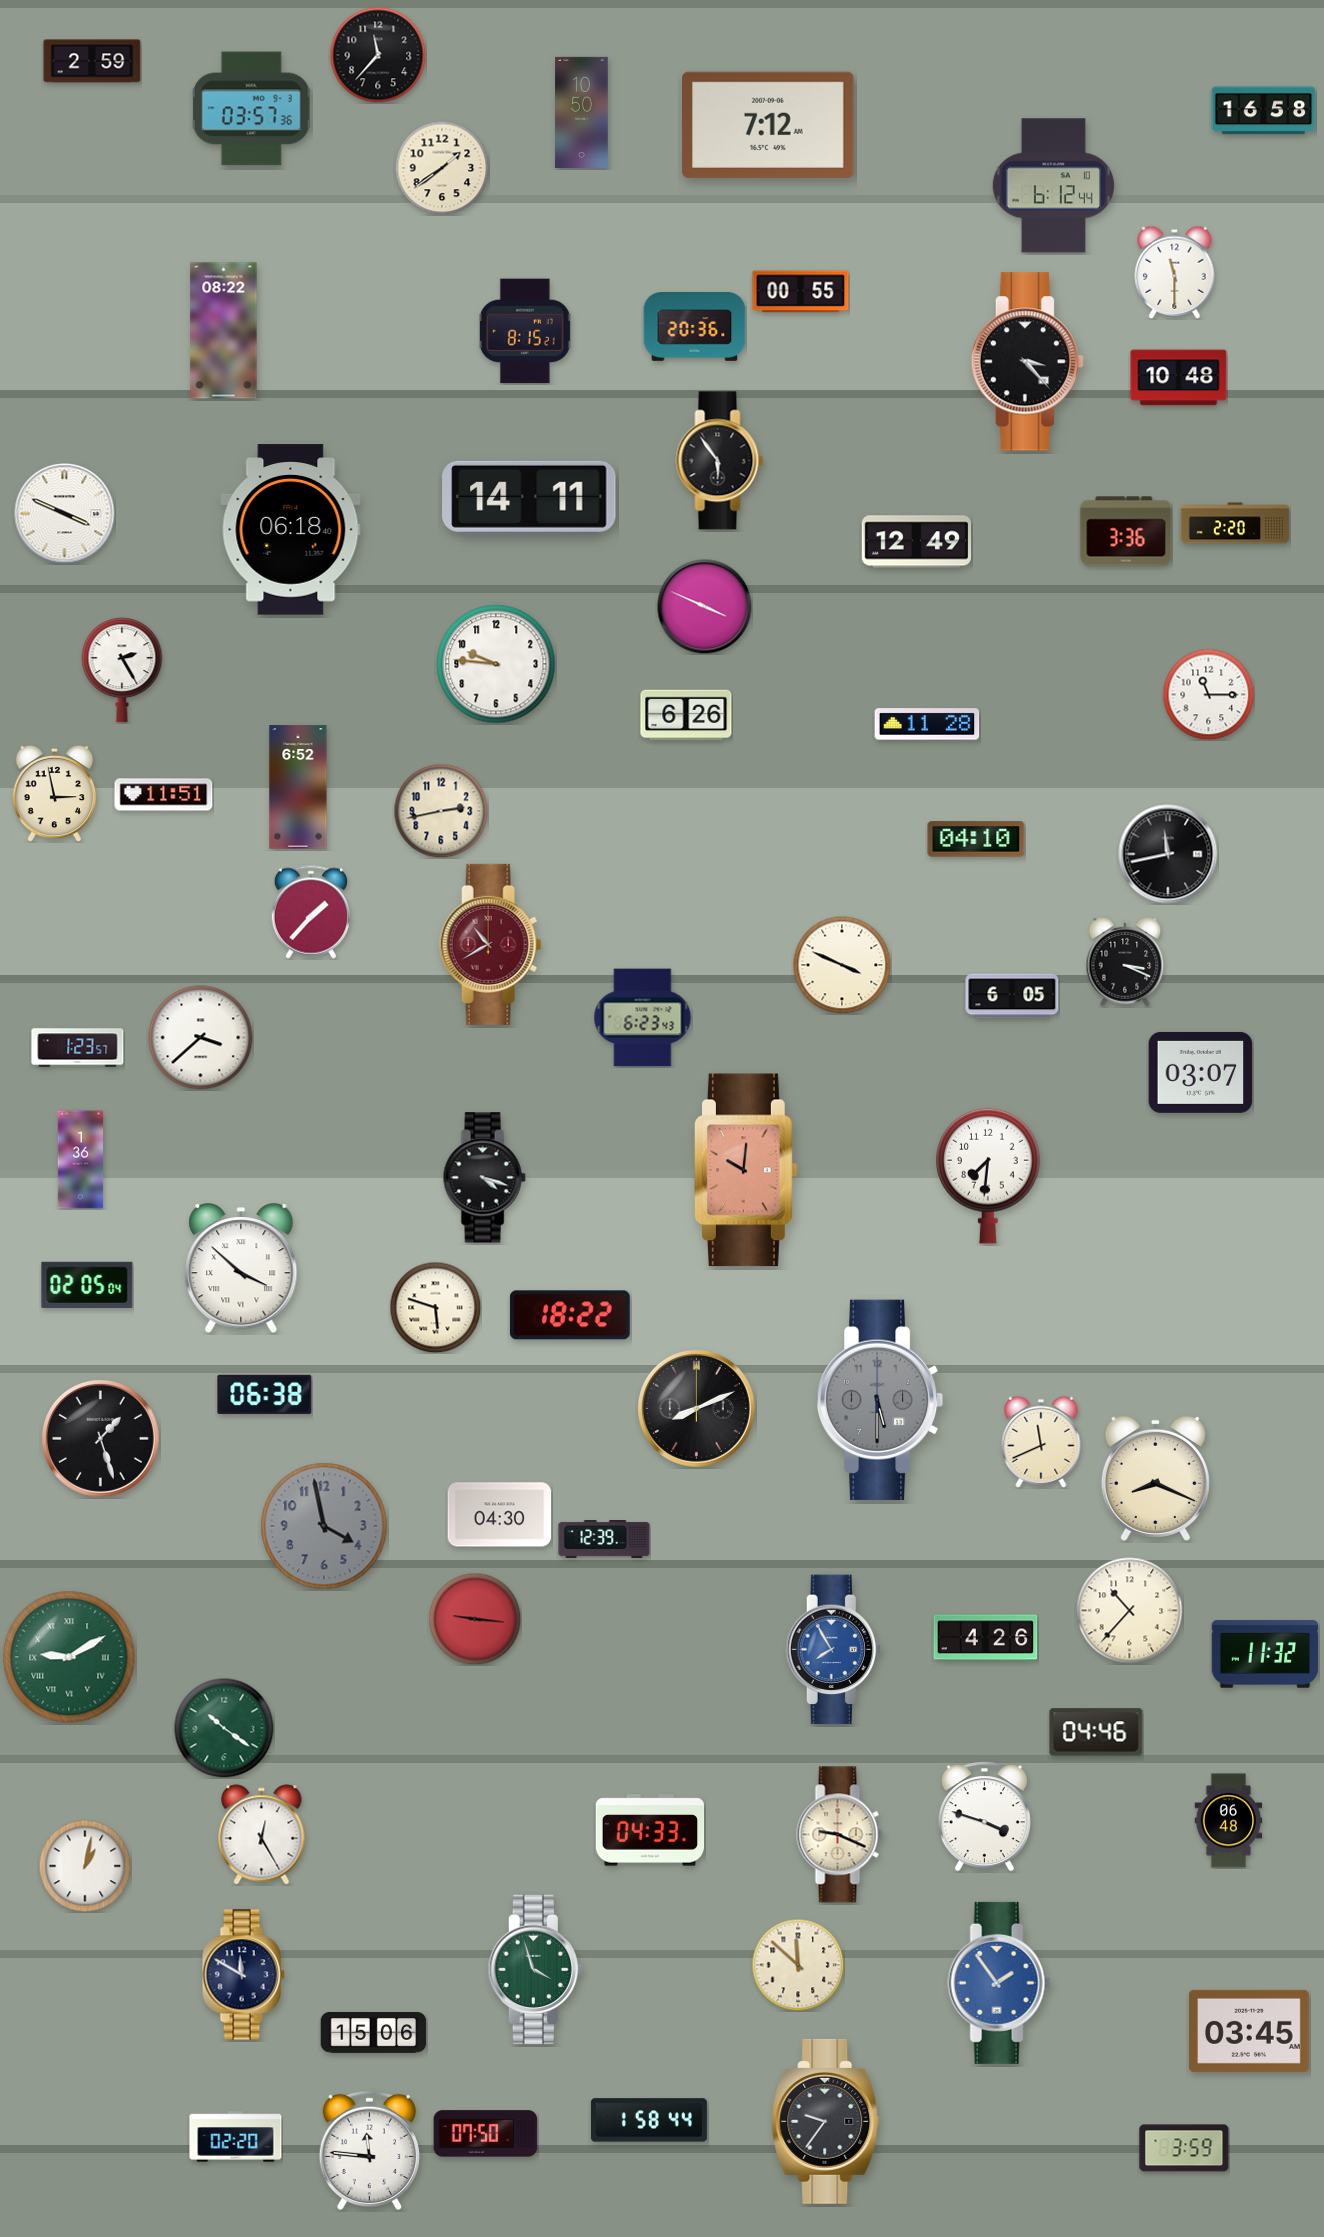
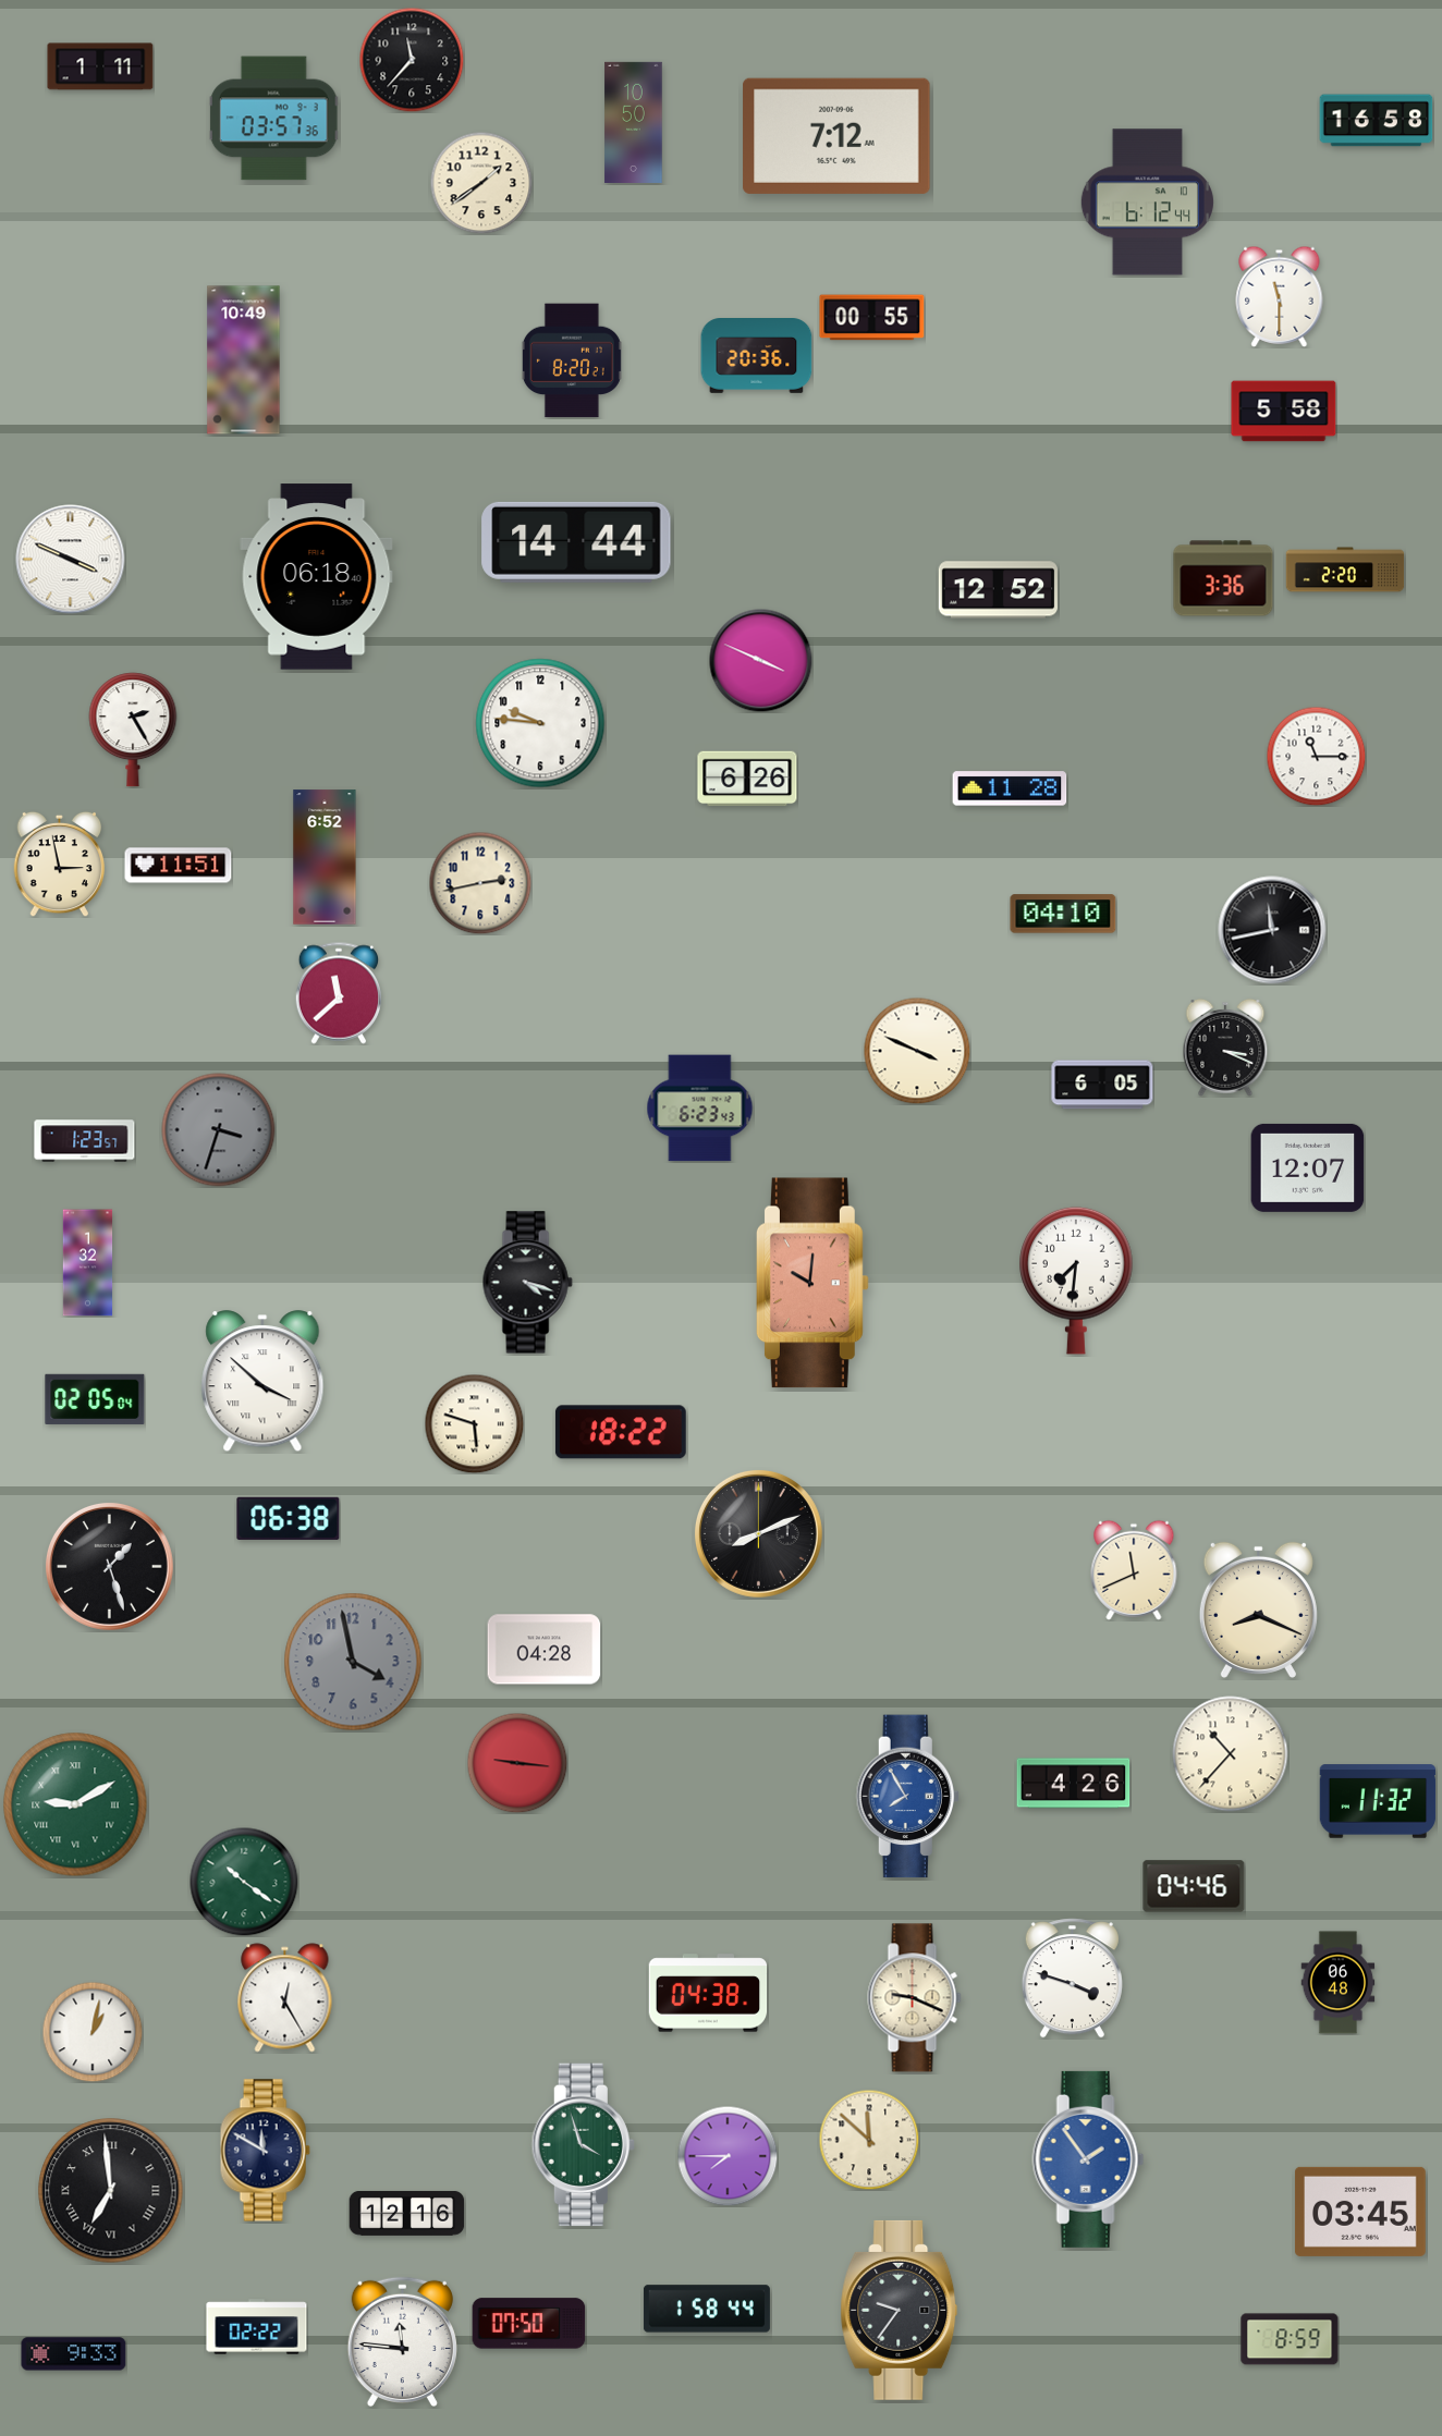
clock at (92, 61): 2:59 -> 1:11
clock at (224, 331): 08:22 -> 10:49
clock at (525, 331): 8:15 -> 8:20
clock at (1027, 362): 3:23 -> none
clock at (1179, 378): 10:48 -> 5:58
clock at (720, 461): 5:54 -> none
clock at (529, 498): 14:11 -> 14:44
clock at (1126, 531) position: (1126, 531) -> (1223, 578)
clock at (916, 542): 12:49 -> 12:52
clock at (704, 606) position: (704, 606) -> (760, 660)
clock at (310, 912): 1:37 -> 11:38
clock at (491, 944): 10:40 -> none
clock at (201, 1038): 3:38 -> 3:33
clock at (201, 1038) dial: white -> grey
clock at (1201, 1072): 03:07 -> 12:07
clock at (81, 1160): 1:36 -> 1:32
clock at (746, 1170) position: (746, 1170) -> (812, 1283)
clock at (880, 1400): 5:30 -> none
clock at (500, 1515): 04:30 -> 04:28
clock at (604, 1540): 12:39 -> none
clock at (650, 1830): 04:33 -> 04:38
clock at (728, 2156): none -> 7:45
clock at (111, 2191): none -> 6:59
clock at (374, 2032): 15:06 -> 12:16
clock at (236, 2137): 02:20 -> 02:22
clock at (1184, 2148): 3:59 -> 8:59
clock at (74, 2354): none -> 9:33
